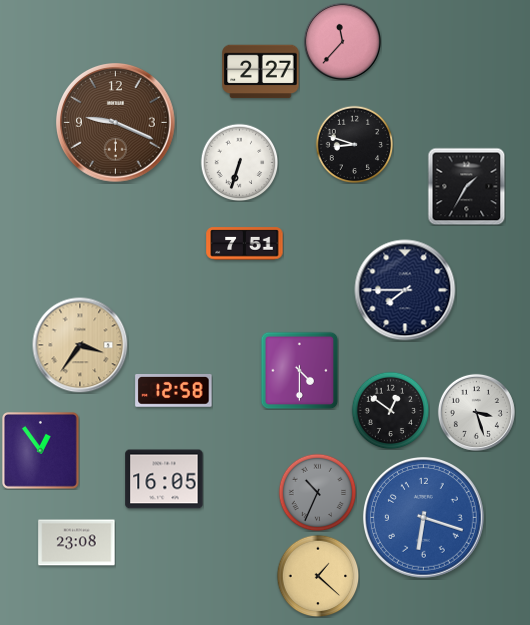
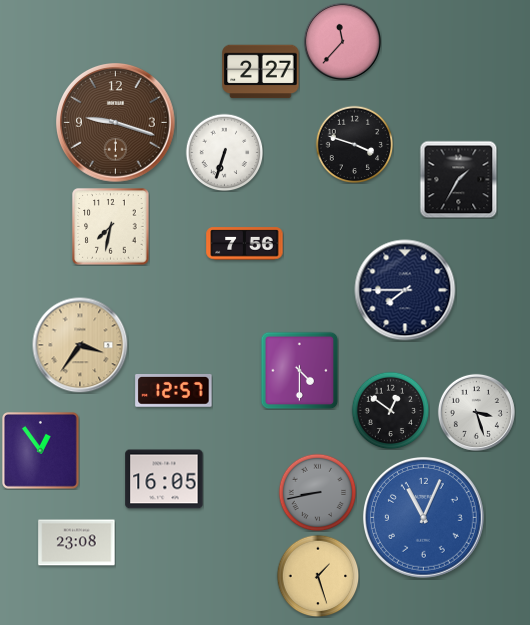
clock at (116, 123): 9:19 -> 9:18
clock at (354, 144): 8:48 -> 3:48
clock at (239, 162) position: (239, 162) -> (224, 152)
clock at (466, 186) position: (466, 186) -> (458, 179)
clock at (111, 227): none -> 7:32
clock at (245, 244): 7:51 -> 7:56
clock at (174, 391): 12:58 -> 12:57
clock at (317, 492): 10:34 -> 8:43
clock at (424, 518): 6:18 -> 11:04
clock at (318, 576): 1:22 -> 1:27
